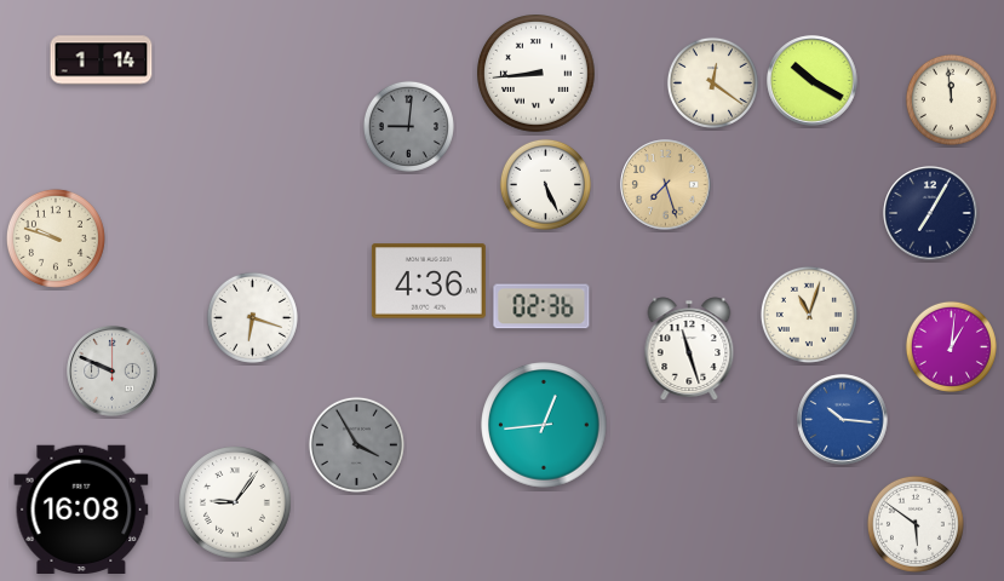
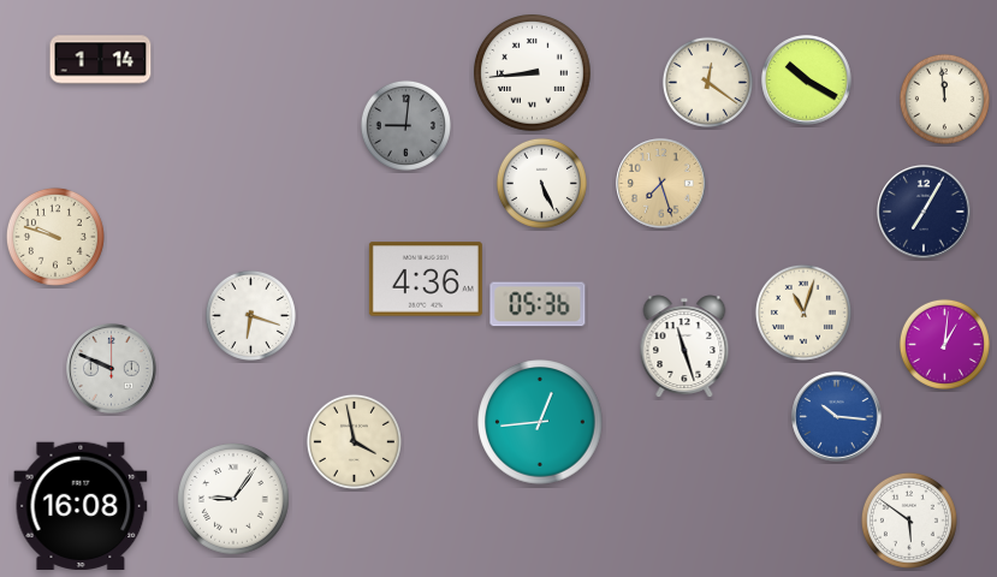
clock at (541, 306): 02:36 -> 05:36
clock at (356, 444): 3:55 -> 3:58
clock at (356, 444) dial: grey -> cream
